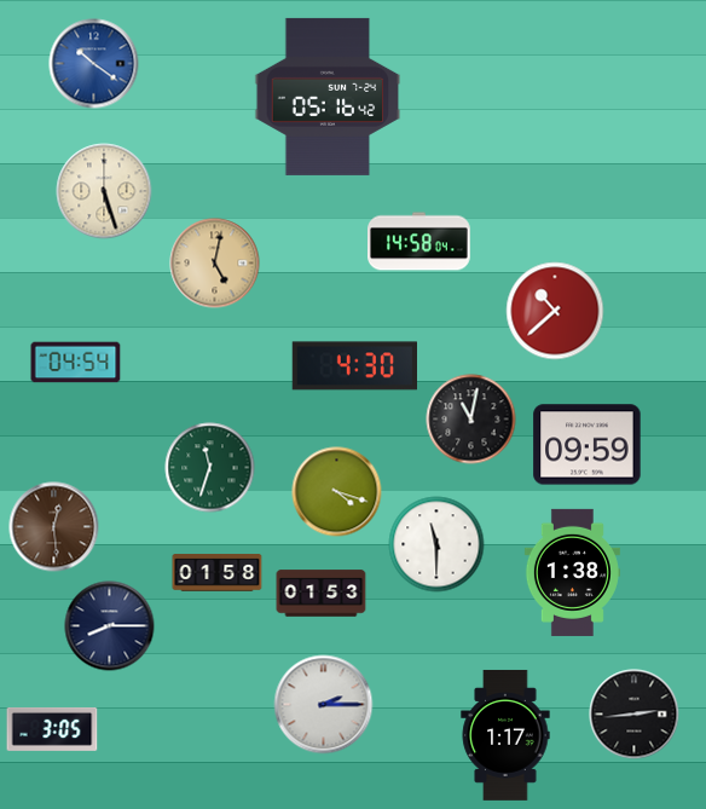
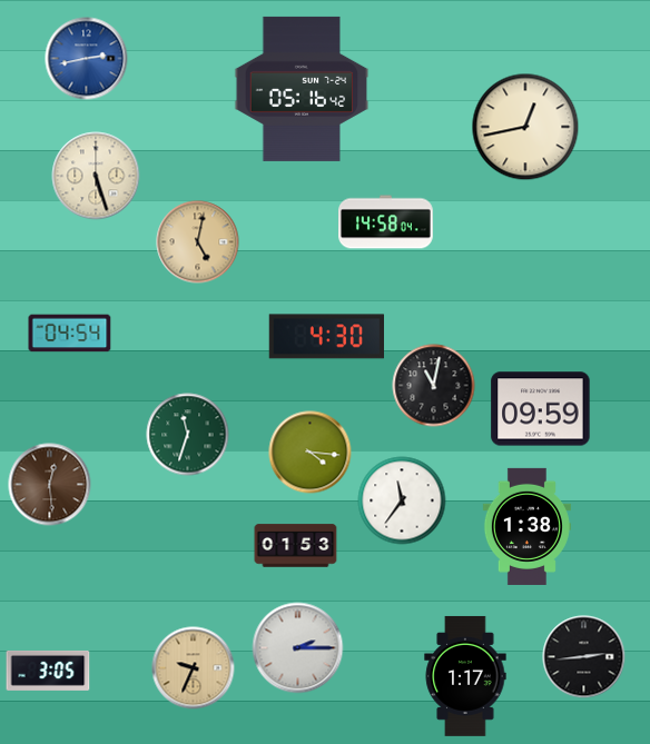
clock at (94, 64): 10:21 -> 2:43
clock at (525, 127): none -> 12:43
clock at (555, 311): 10:38 -> none
clock at (210, 468) position: (210, 468) -> (188, 435)
clock at (337, 492): 4:18 -> 4:16
clock at (436, 544): 11:30 -> 11:36
clock at (218, 573): 01:58 -> none
clock at (110, 626): 8:15 -> none
clock at (194, 668): none -> 9:34
